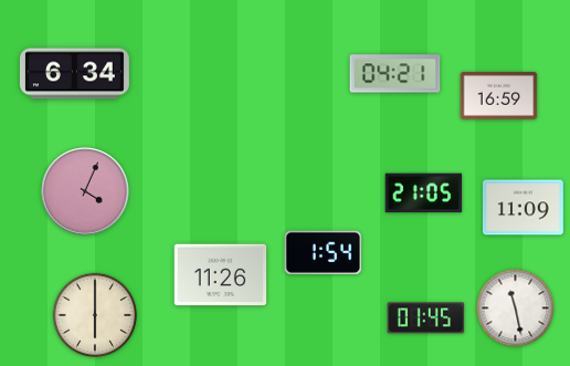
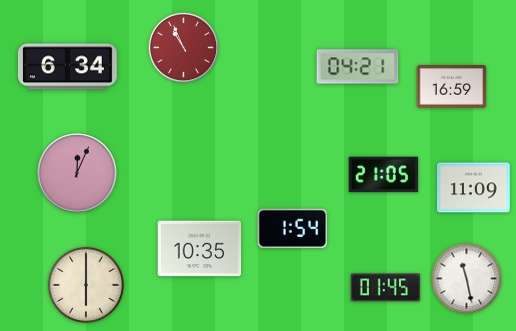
clock at (184, 48): none -> 10:56
clock at (85, 191): 4:04 -> 12:04
clock at (221, 275): 11:26 -> 10:35
